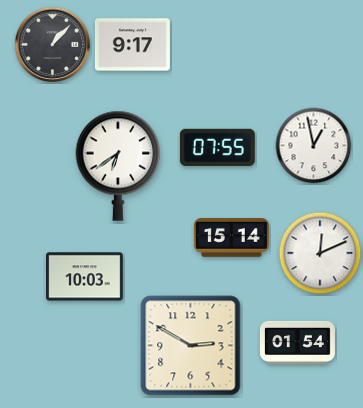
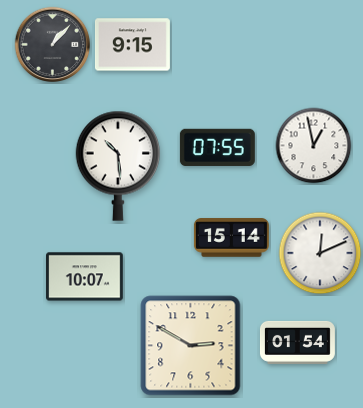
clock at (132, 45): 9:17 -> 9:15
clock at (118, 166): 6:39 -> 10:29
clock at (85, 277): 10:03 -> 10:07
